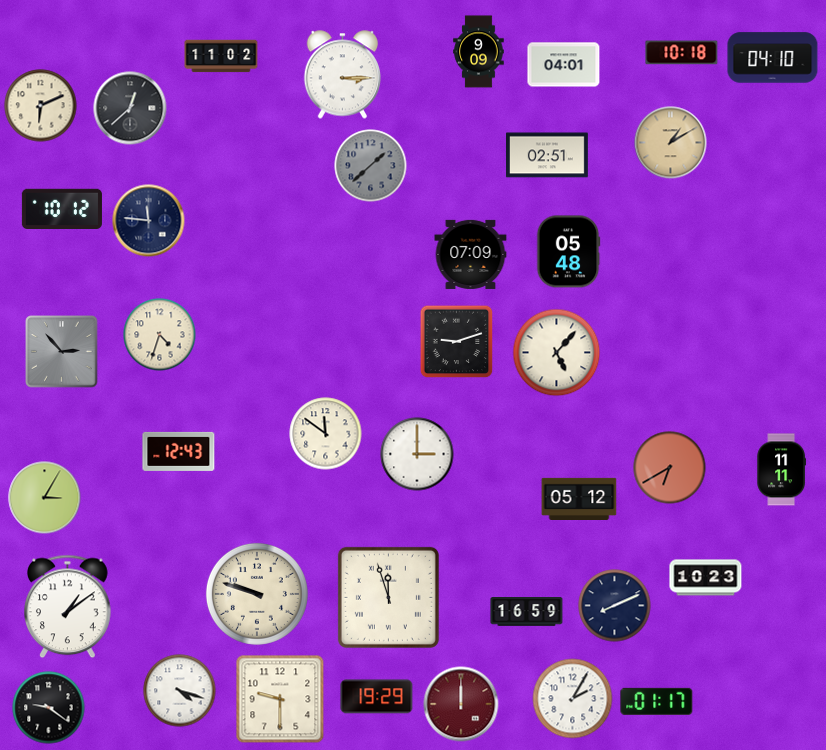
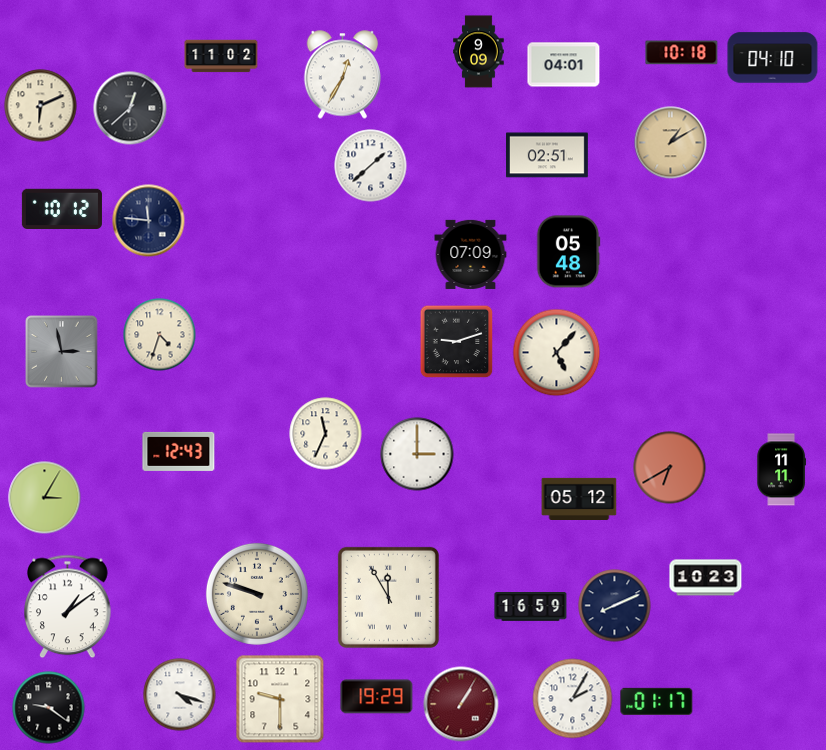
clock at (343, 75): 3:15 -> 12:35
clock at (371, 166) dial: grey -> white
clock at (62, 352): 2:53 -> 2:58
clock at (326, 434): 11:51 -> 11:34
clock at (388, 597): 11:57 -> 11:55
clock at (527, 612) position: (527, 612) -> (531, 607)
clock at (180, 691) position: (180, 691) -> (180, 695)
clock at (461, 704): 12:00 -> 1:05
